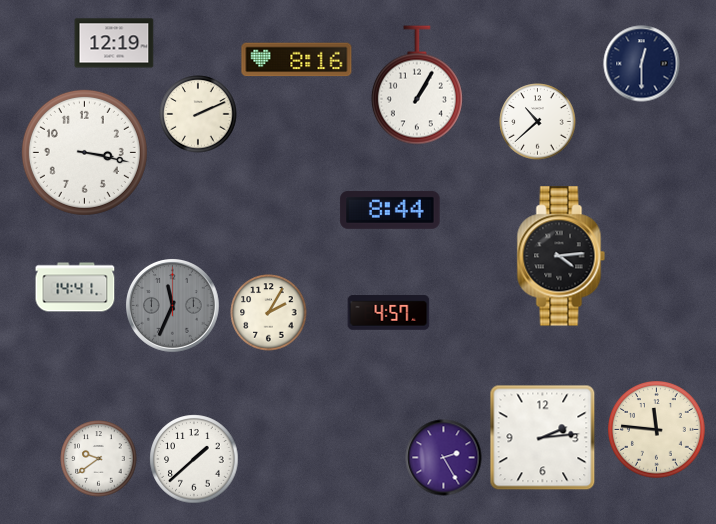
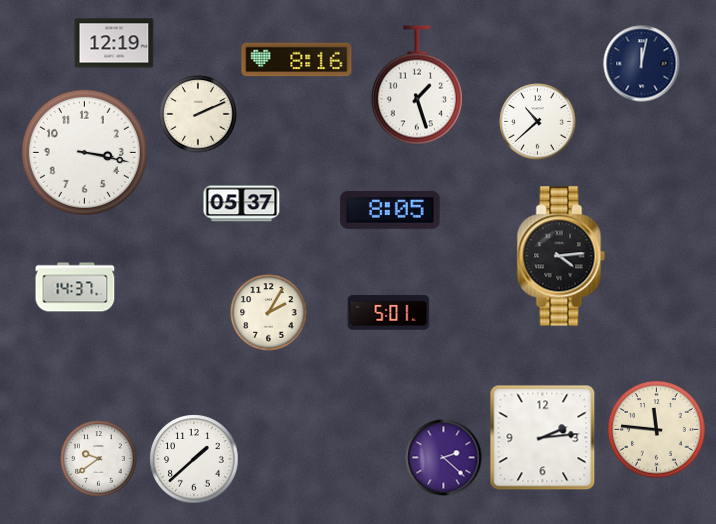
clock at (642, 64): 12:30 -> 12:02
clock at (417, 85): 1:05 -> 1:27
clock at (242, 204): none -> 05:37
clock at (390, 210): 8:44 -> 8:05
clock at (75, 287): 14:41 -> 14:37
clock at (173, 306): 11:34 -> none
clock at (389, 313): 4:57 -> 5:01
clock at (444, 458): 2:25 -> 2:22
